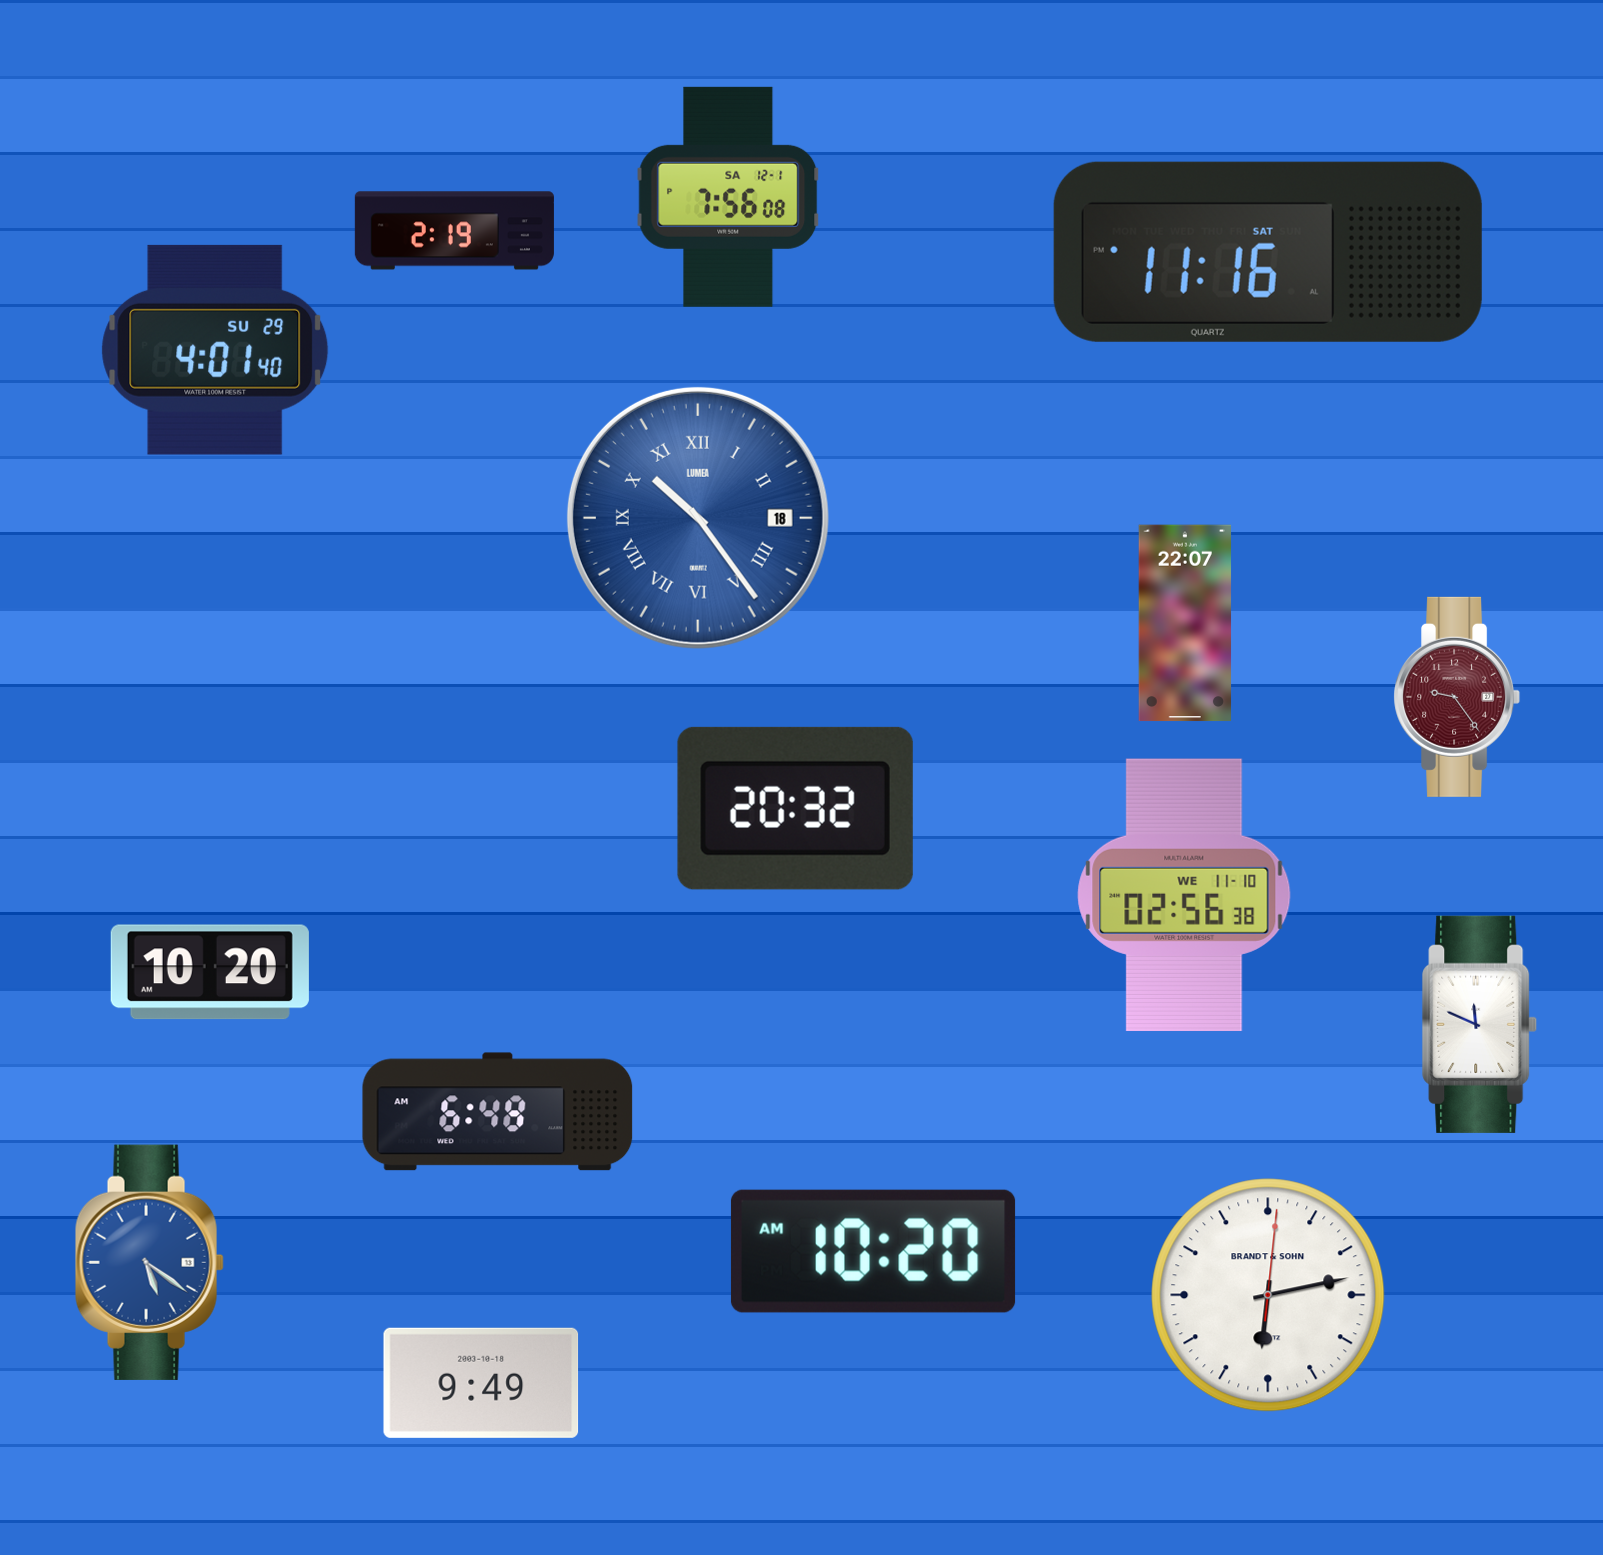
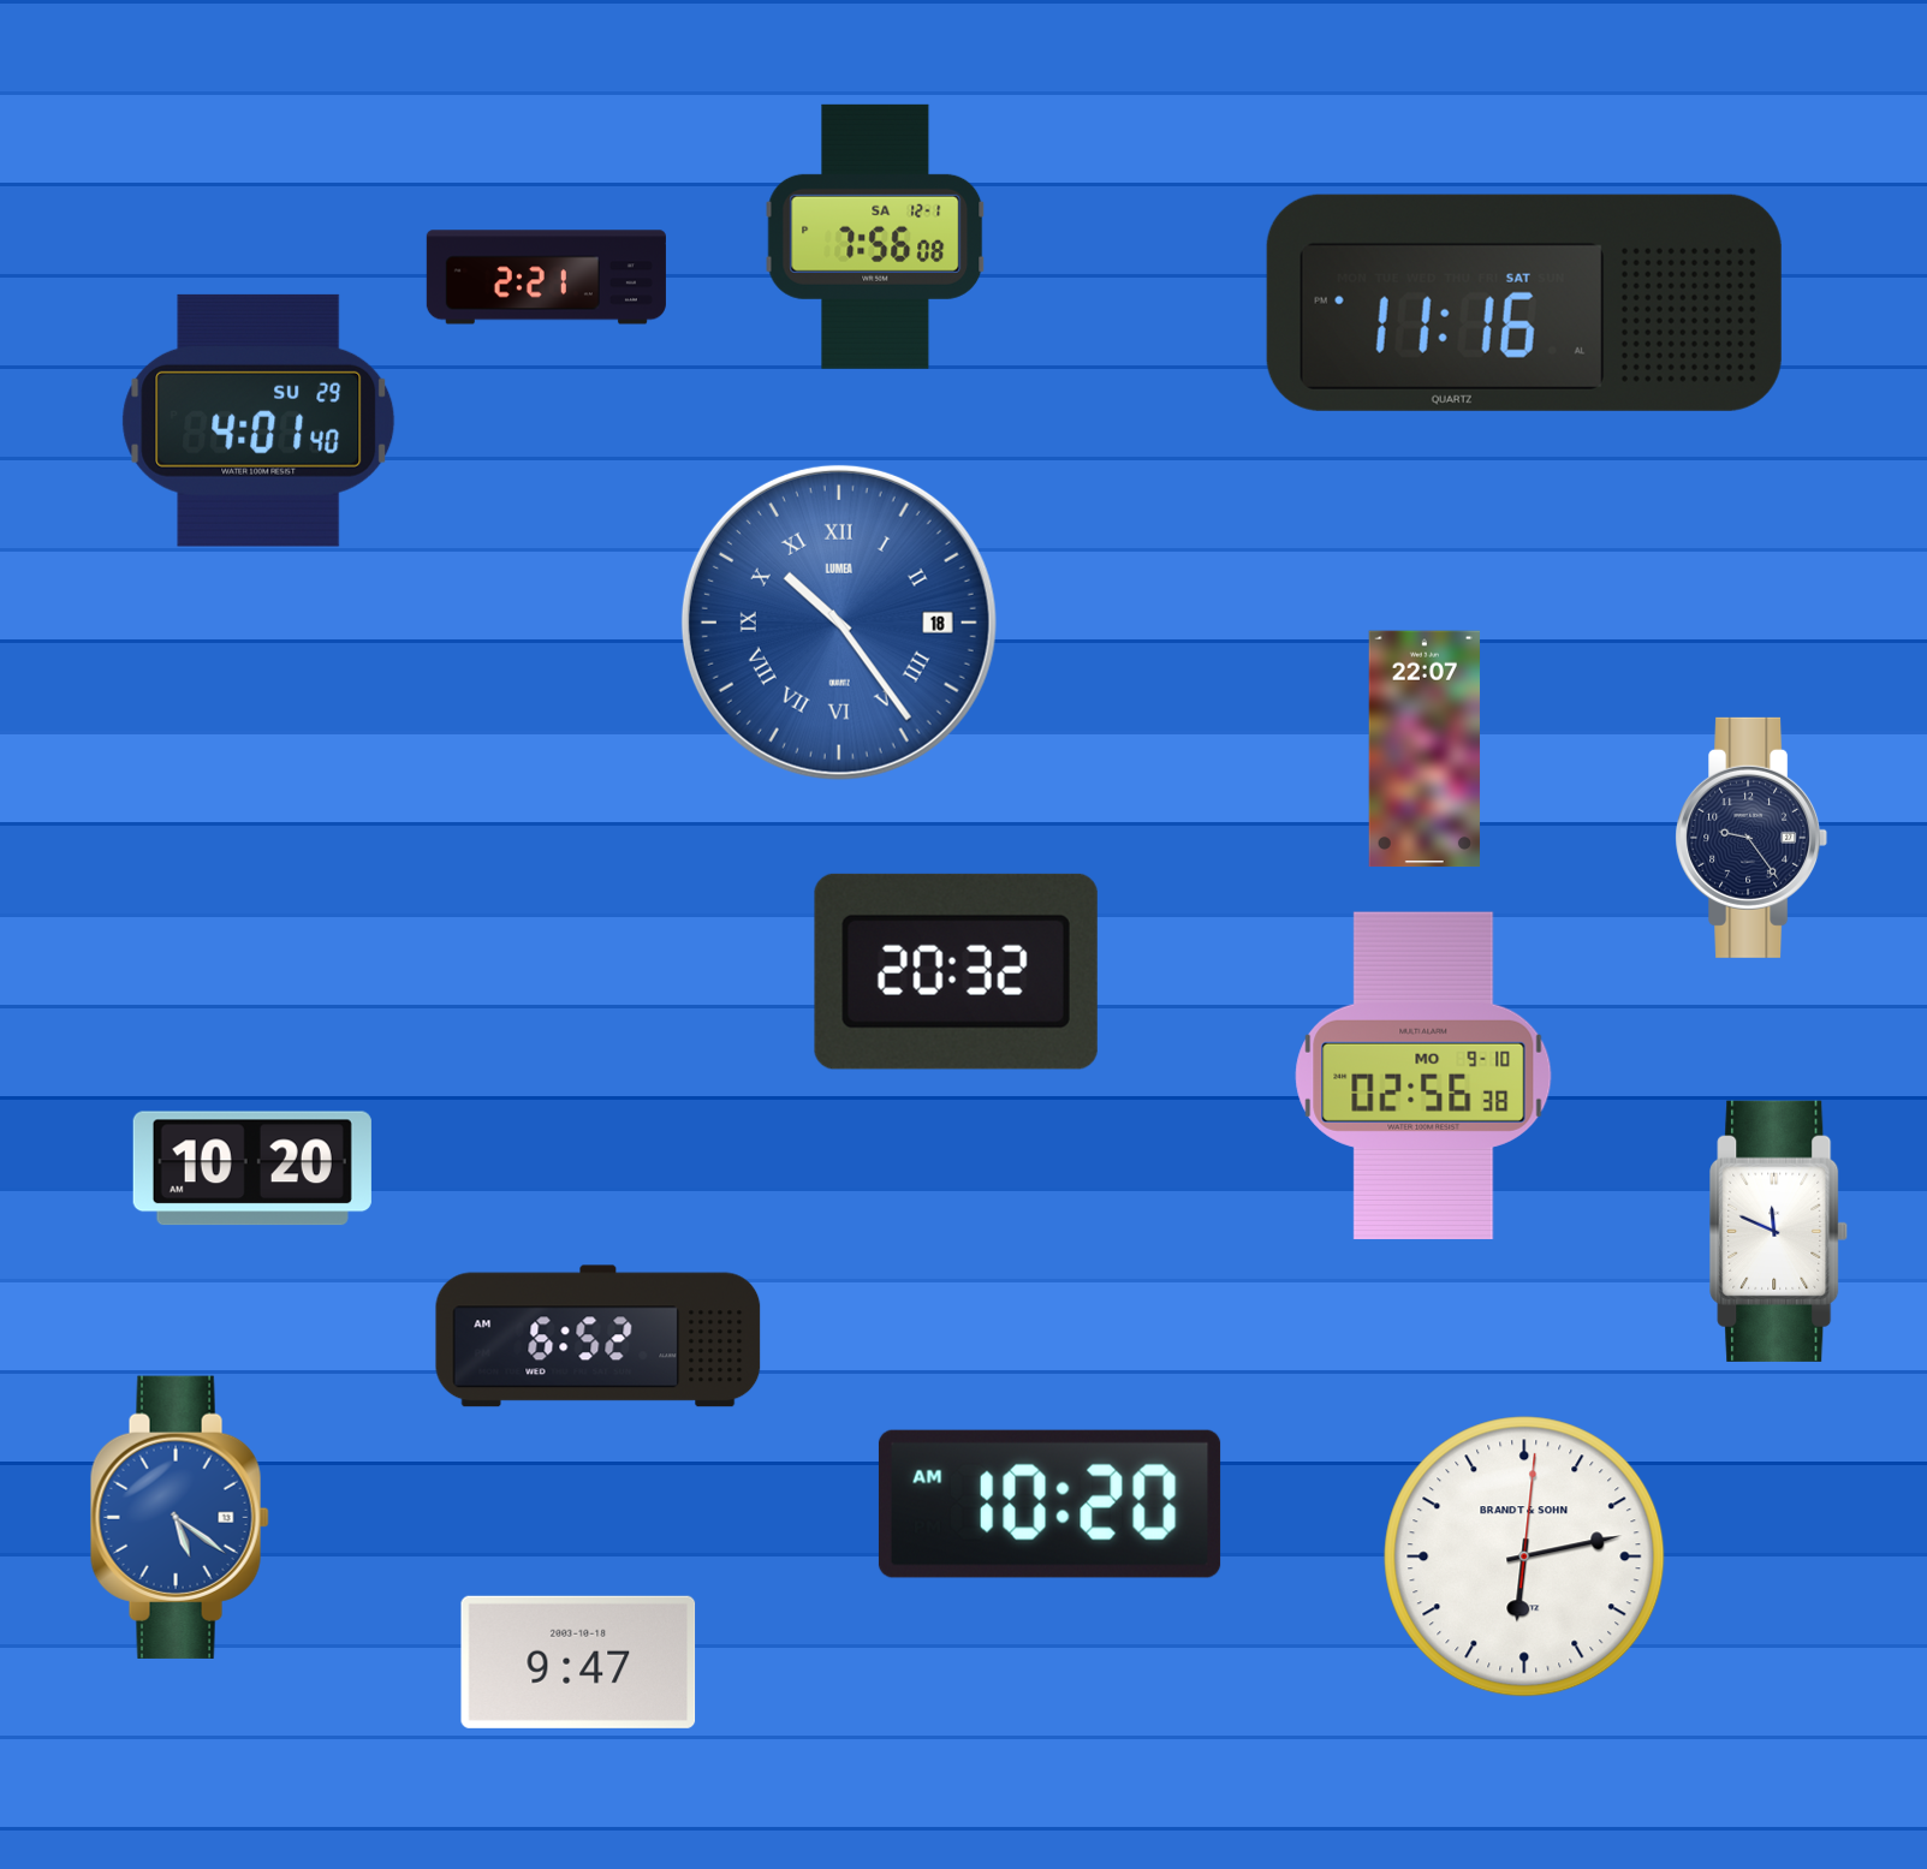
clock at (454, 231): 2:19 -> 2:21
clock at (1457, 697) dial: burgundy -> navy
clock at (1184, 895) date: WE 11-10 -> MO 9-10
clock at (498, 1112): 6:48 -> 6:52
clock at (481, 1383): 9:49 -> 9:47
